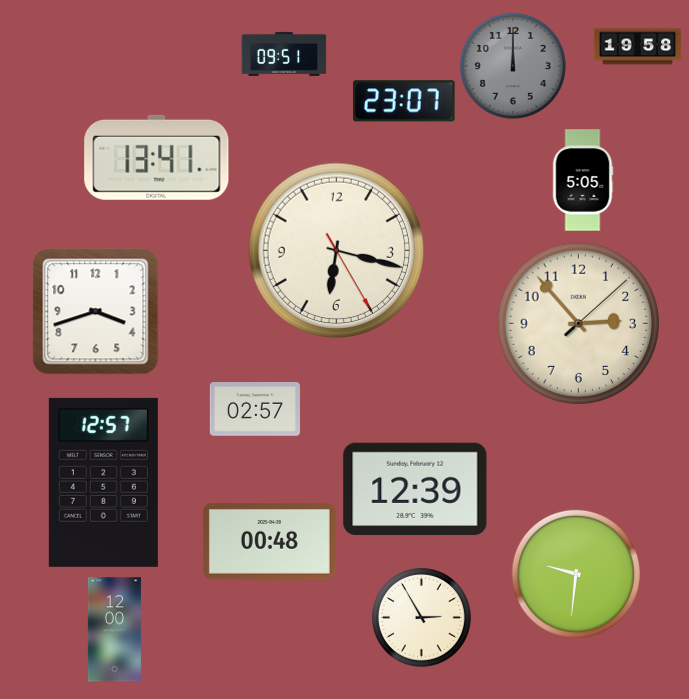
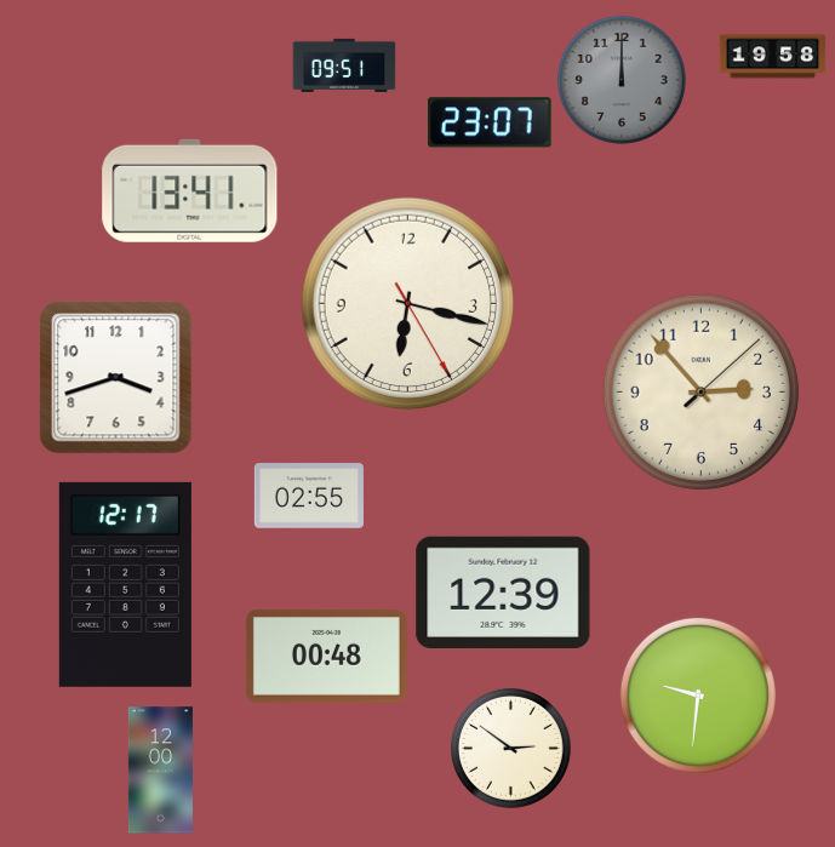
clock at (583, 180): 5:05 -> none
clock at (255, 409): 02:57 -> 02:55
clock at (103, 482): 12:57 -> 12:17
clock at (421, 617): 2:55 -> 2:51
clock at (114, 630) position: (114, 630) -> (160, 771)
